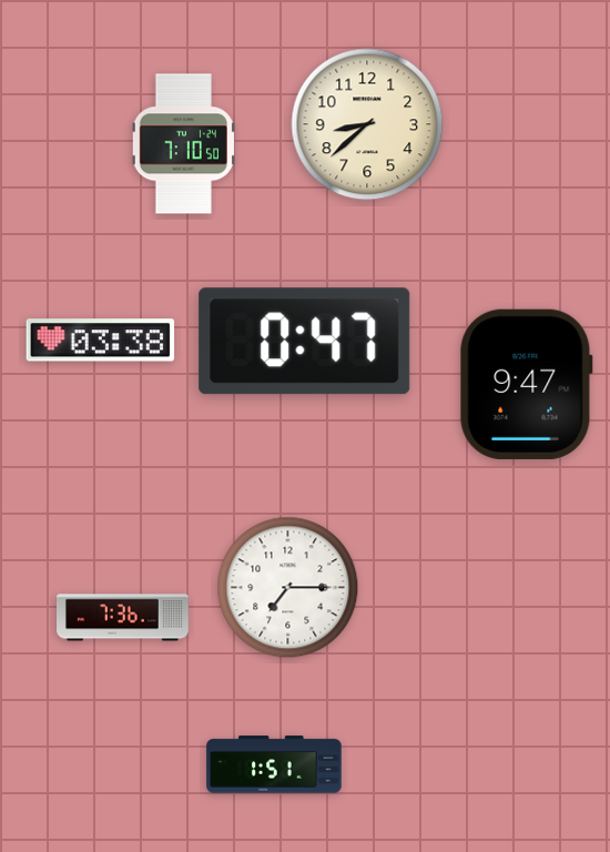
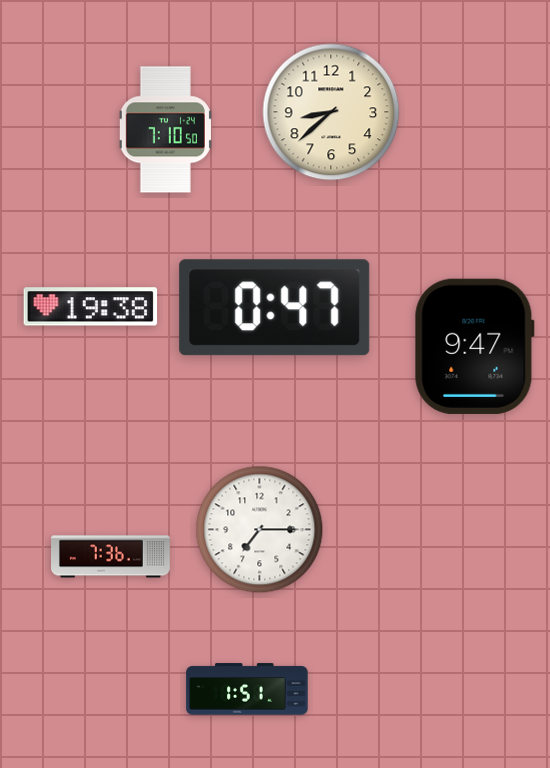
clock at (101, 341): 03:38 -> 19:38
